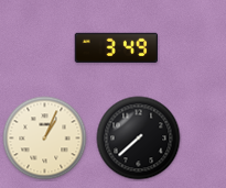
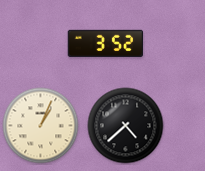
clock at (117, 47): 3:49 -> 3:52
clock at (139, 139): 7:38 -> 4:38
